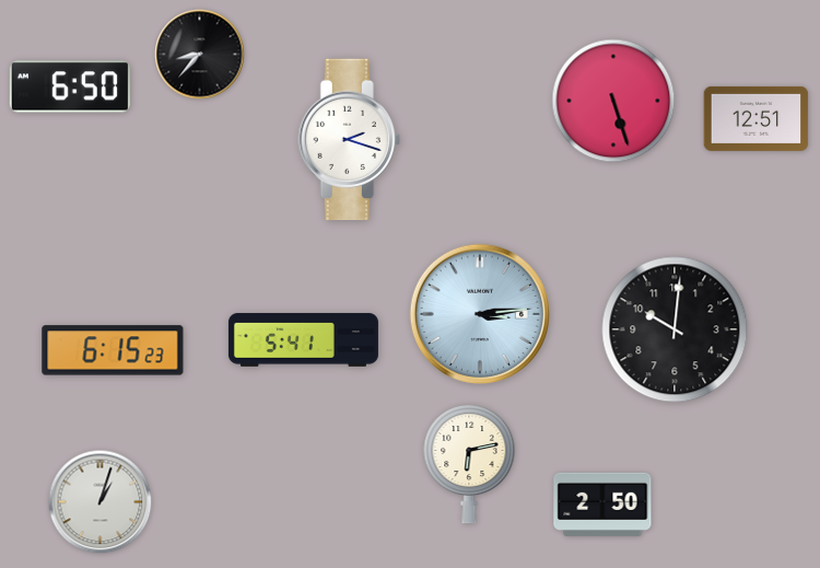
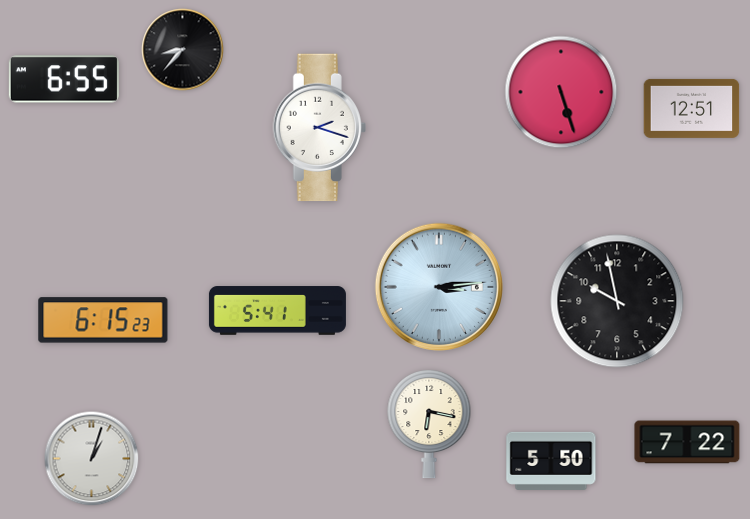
clock at (70, 86): 6:50 -> 6:55
clock at (675, 329): 10:01 -> 9:58
clock at (469, 464): 6:13 -> 6:17
clock at (687, 442): none -> 7:22
clock at (602, 505): 2:50 -> 5:50
